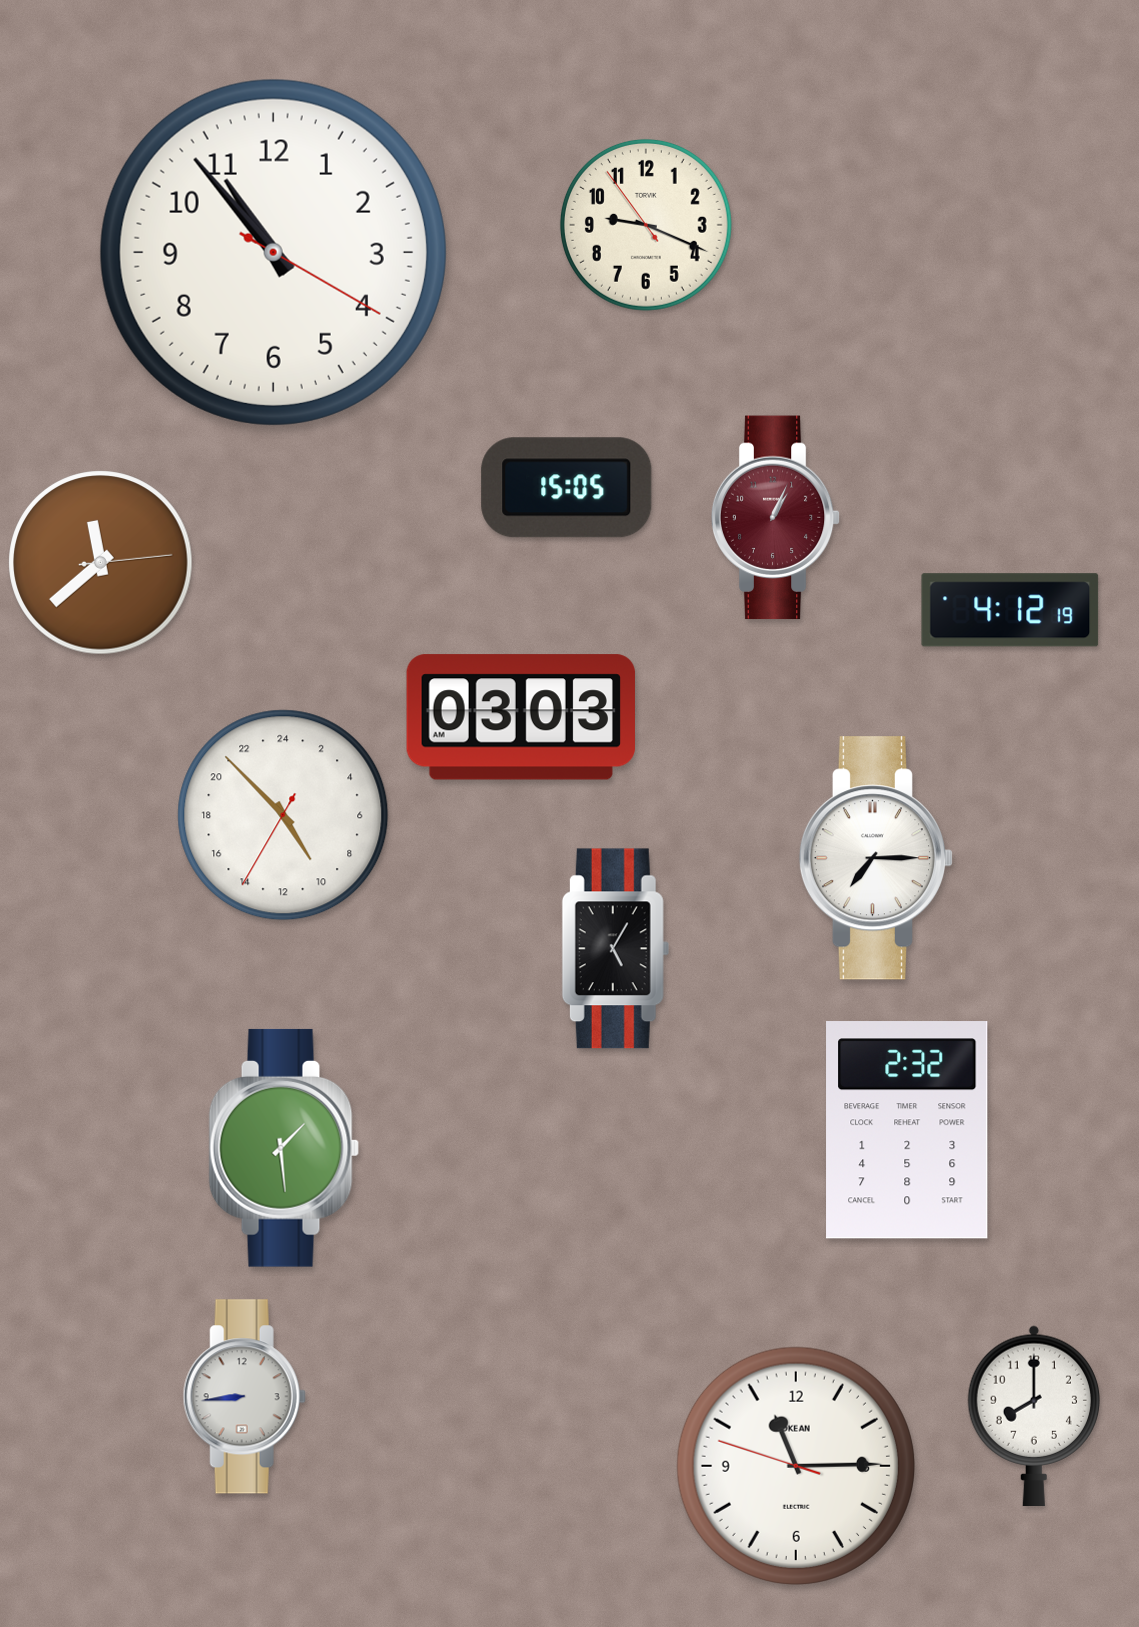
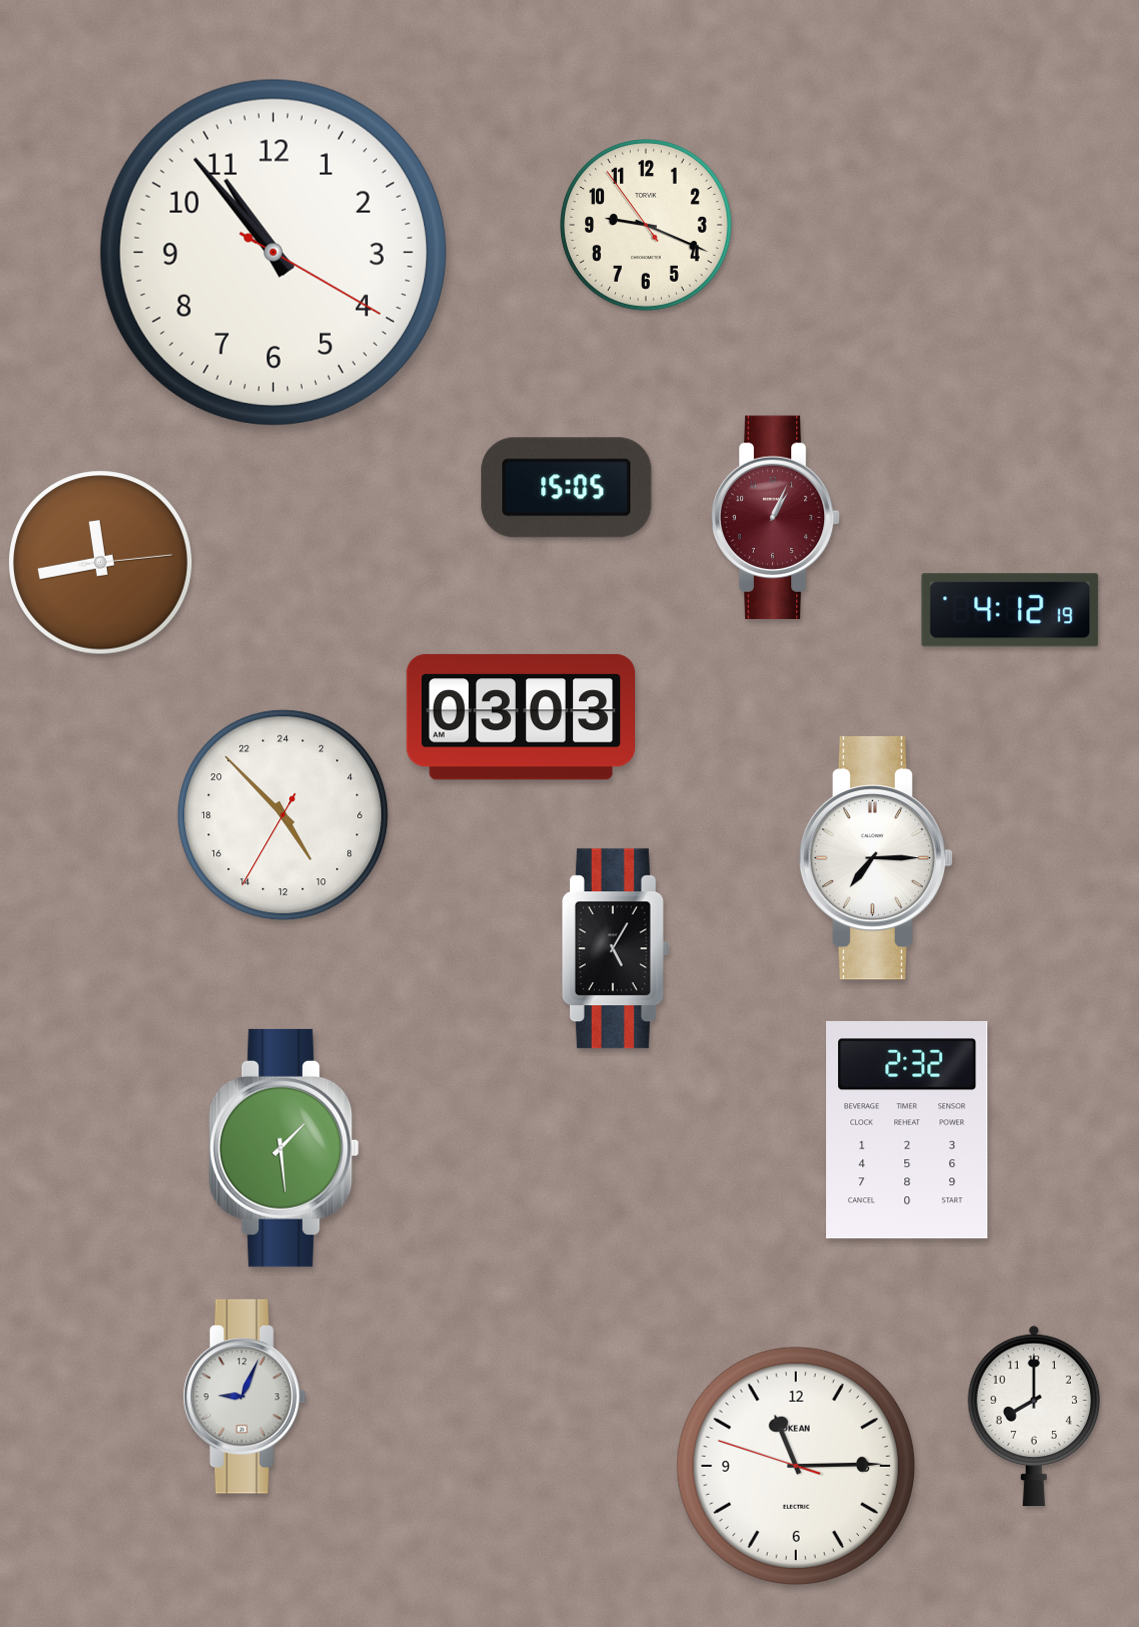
clock at (101, 563): 11:38 -> 11:43
clock at (244, 1397): 8:44 -> 9:04
